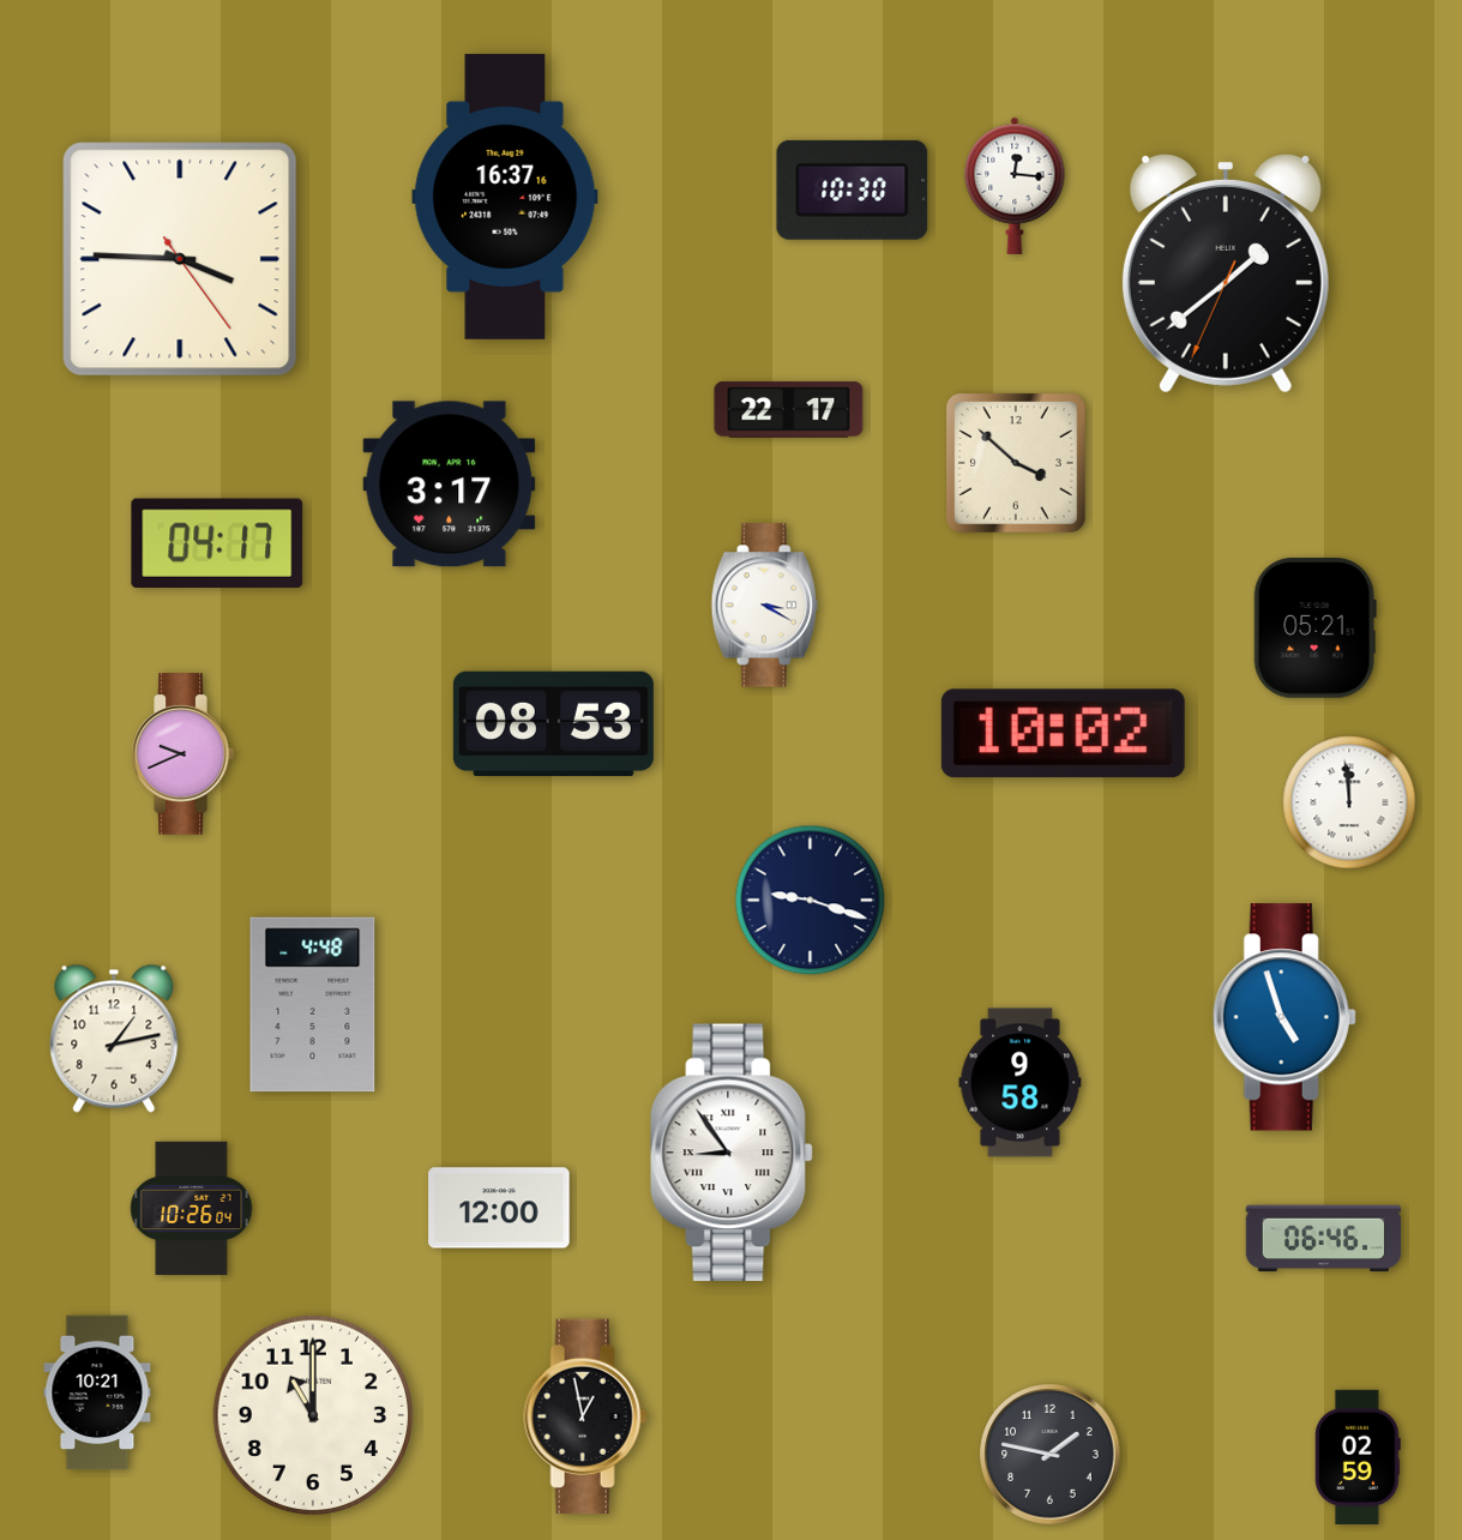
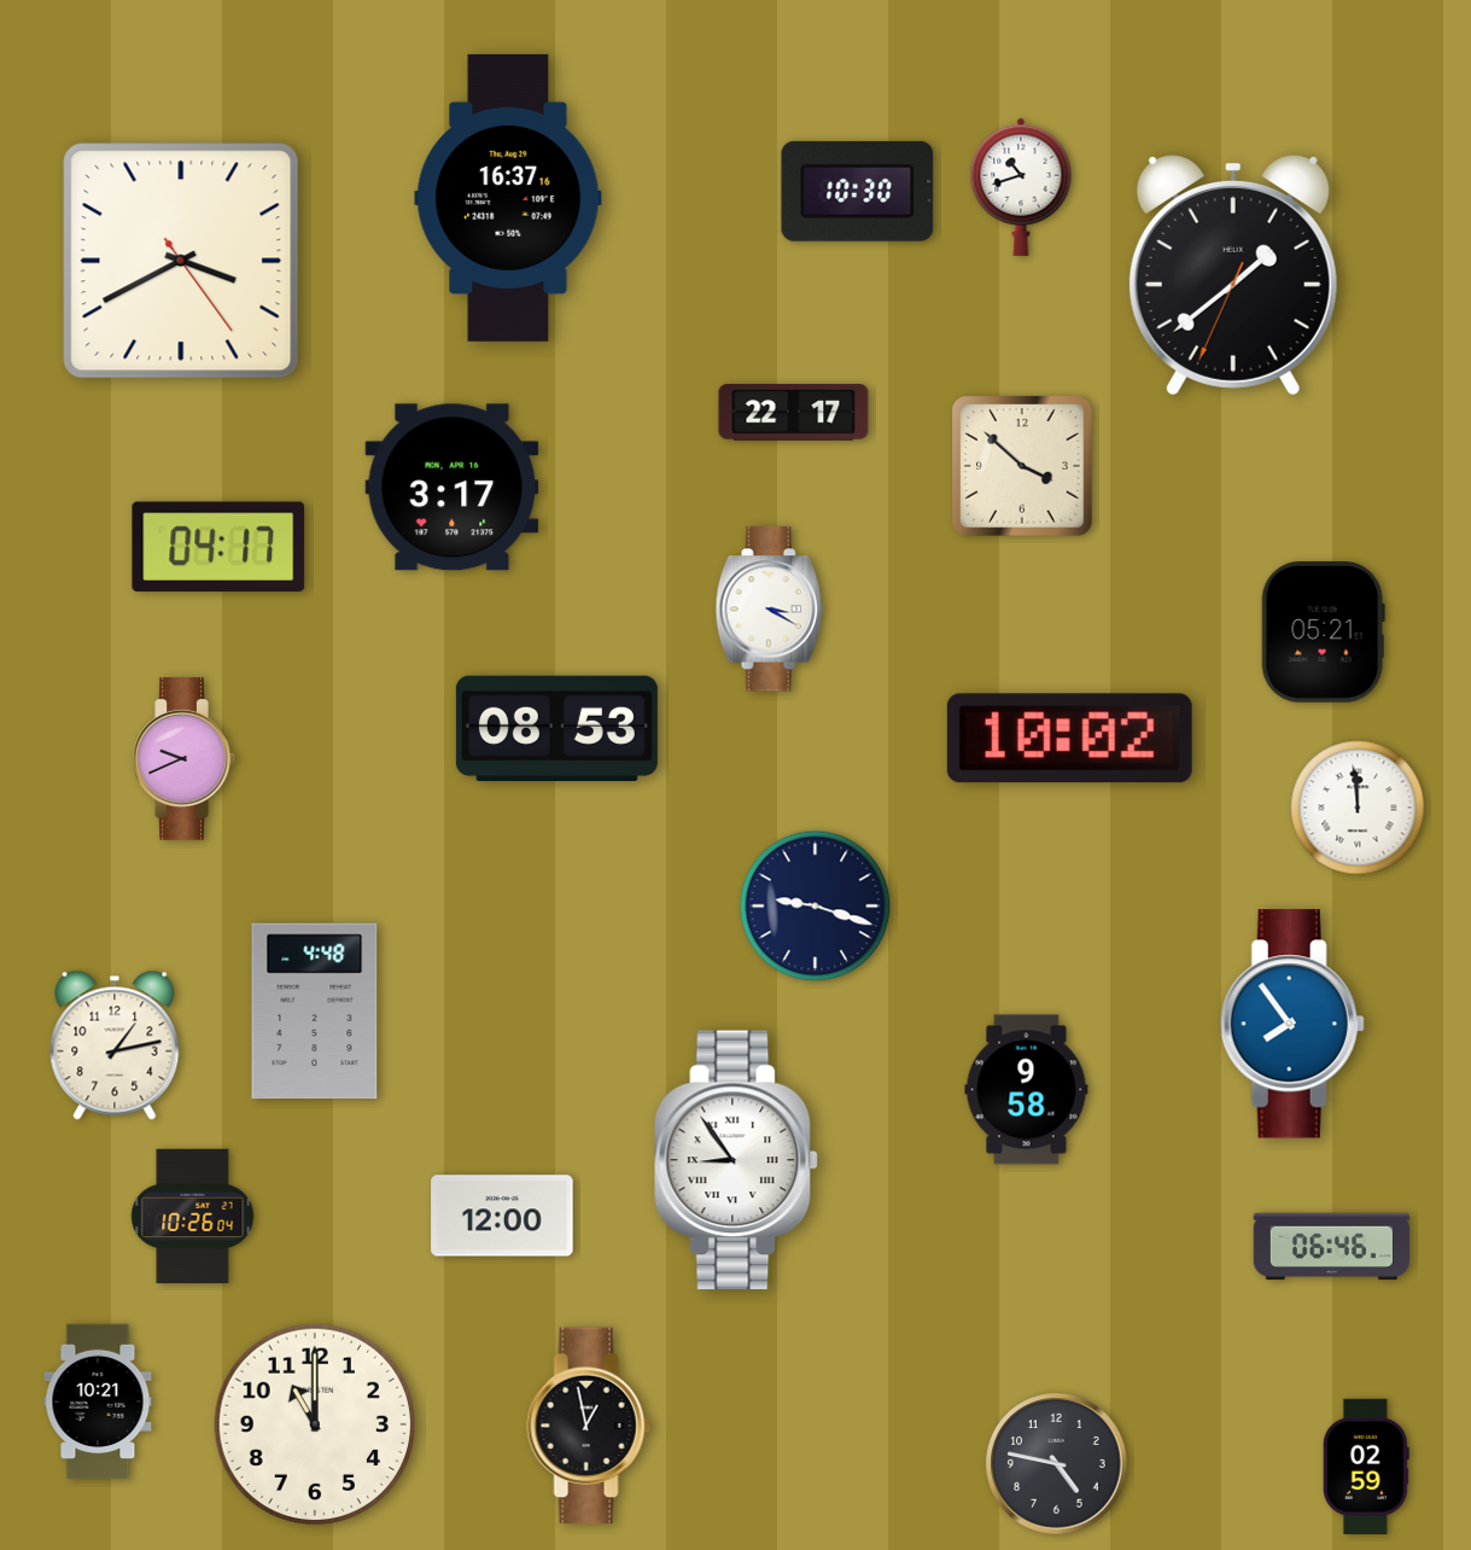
clock at (1015, 186): 12:16 -> 10:42
clock at (180, 259): 3:45 -> 3:40
clock at (1284, 1017): 4:57 -> 7:54
clock at (1051, 1455): 1:47 -> 4:47
